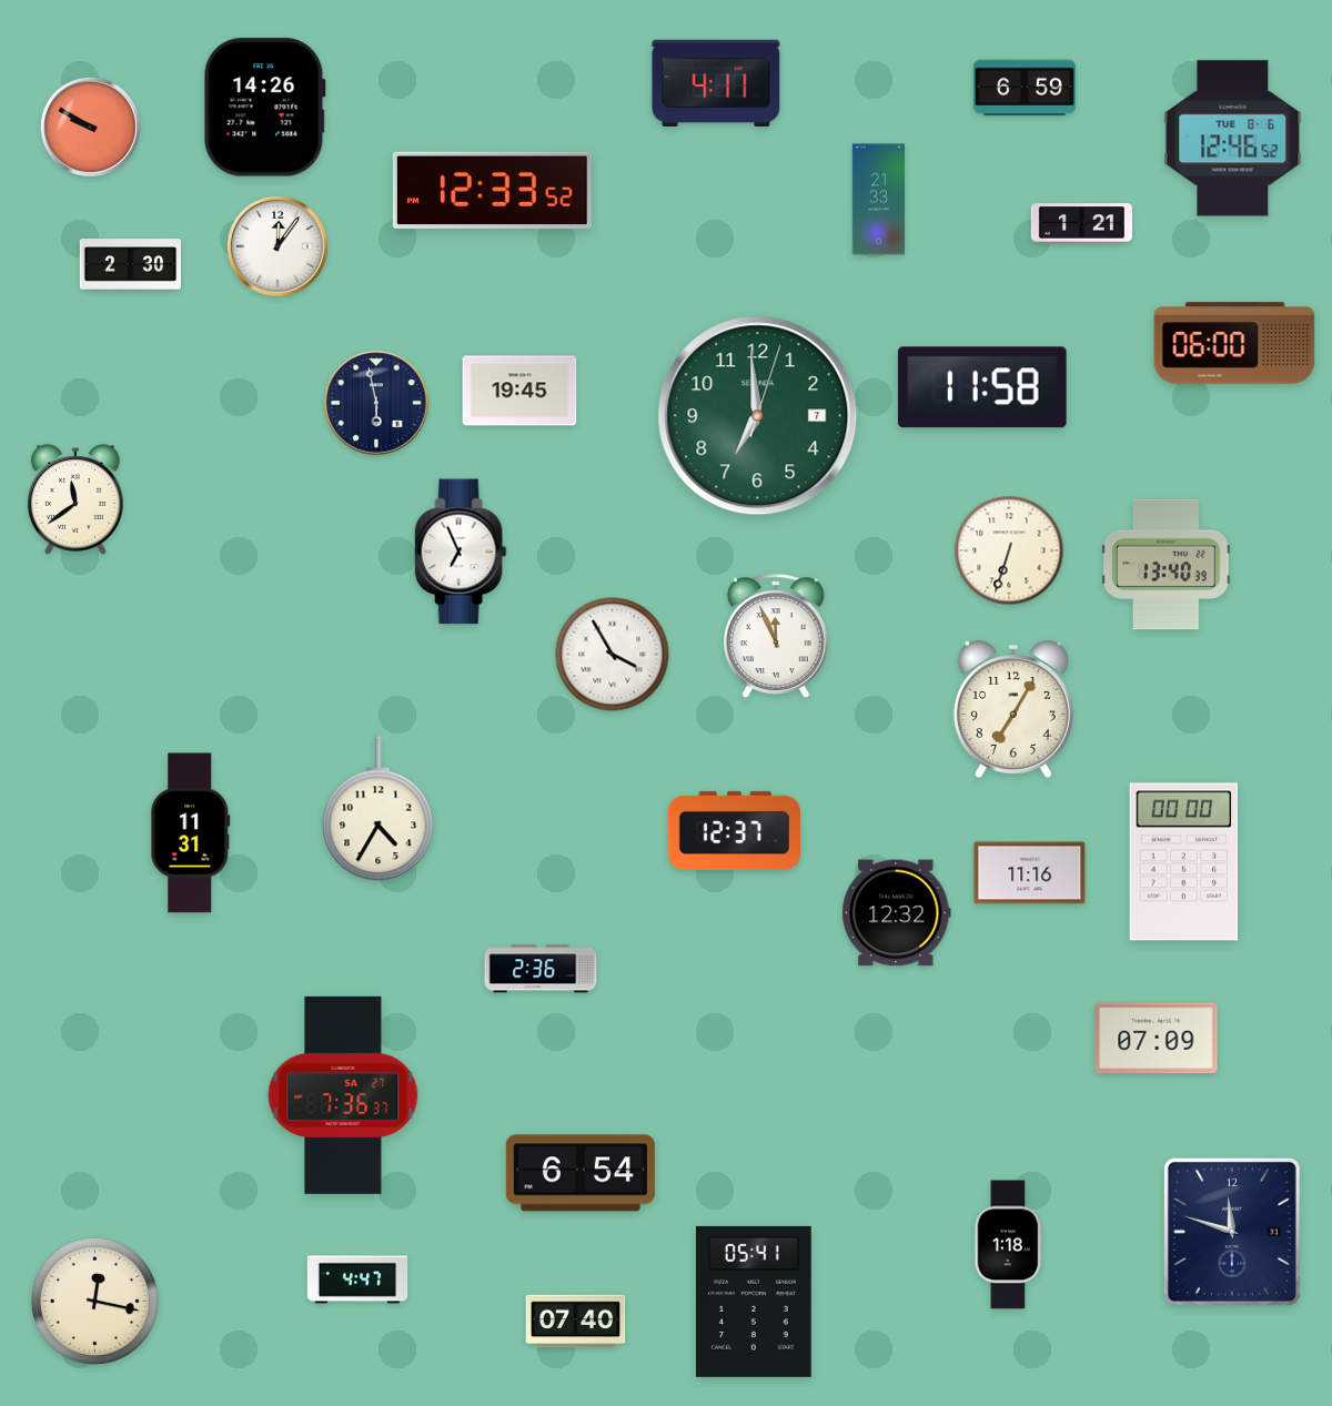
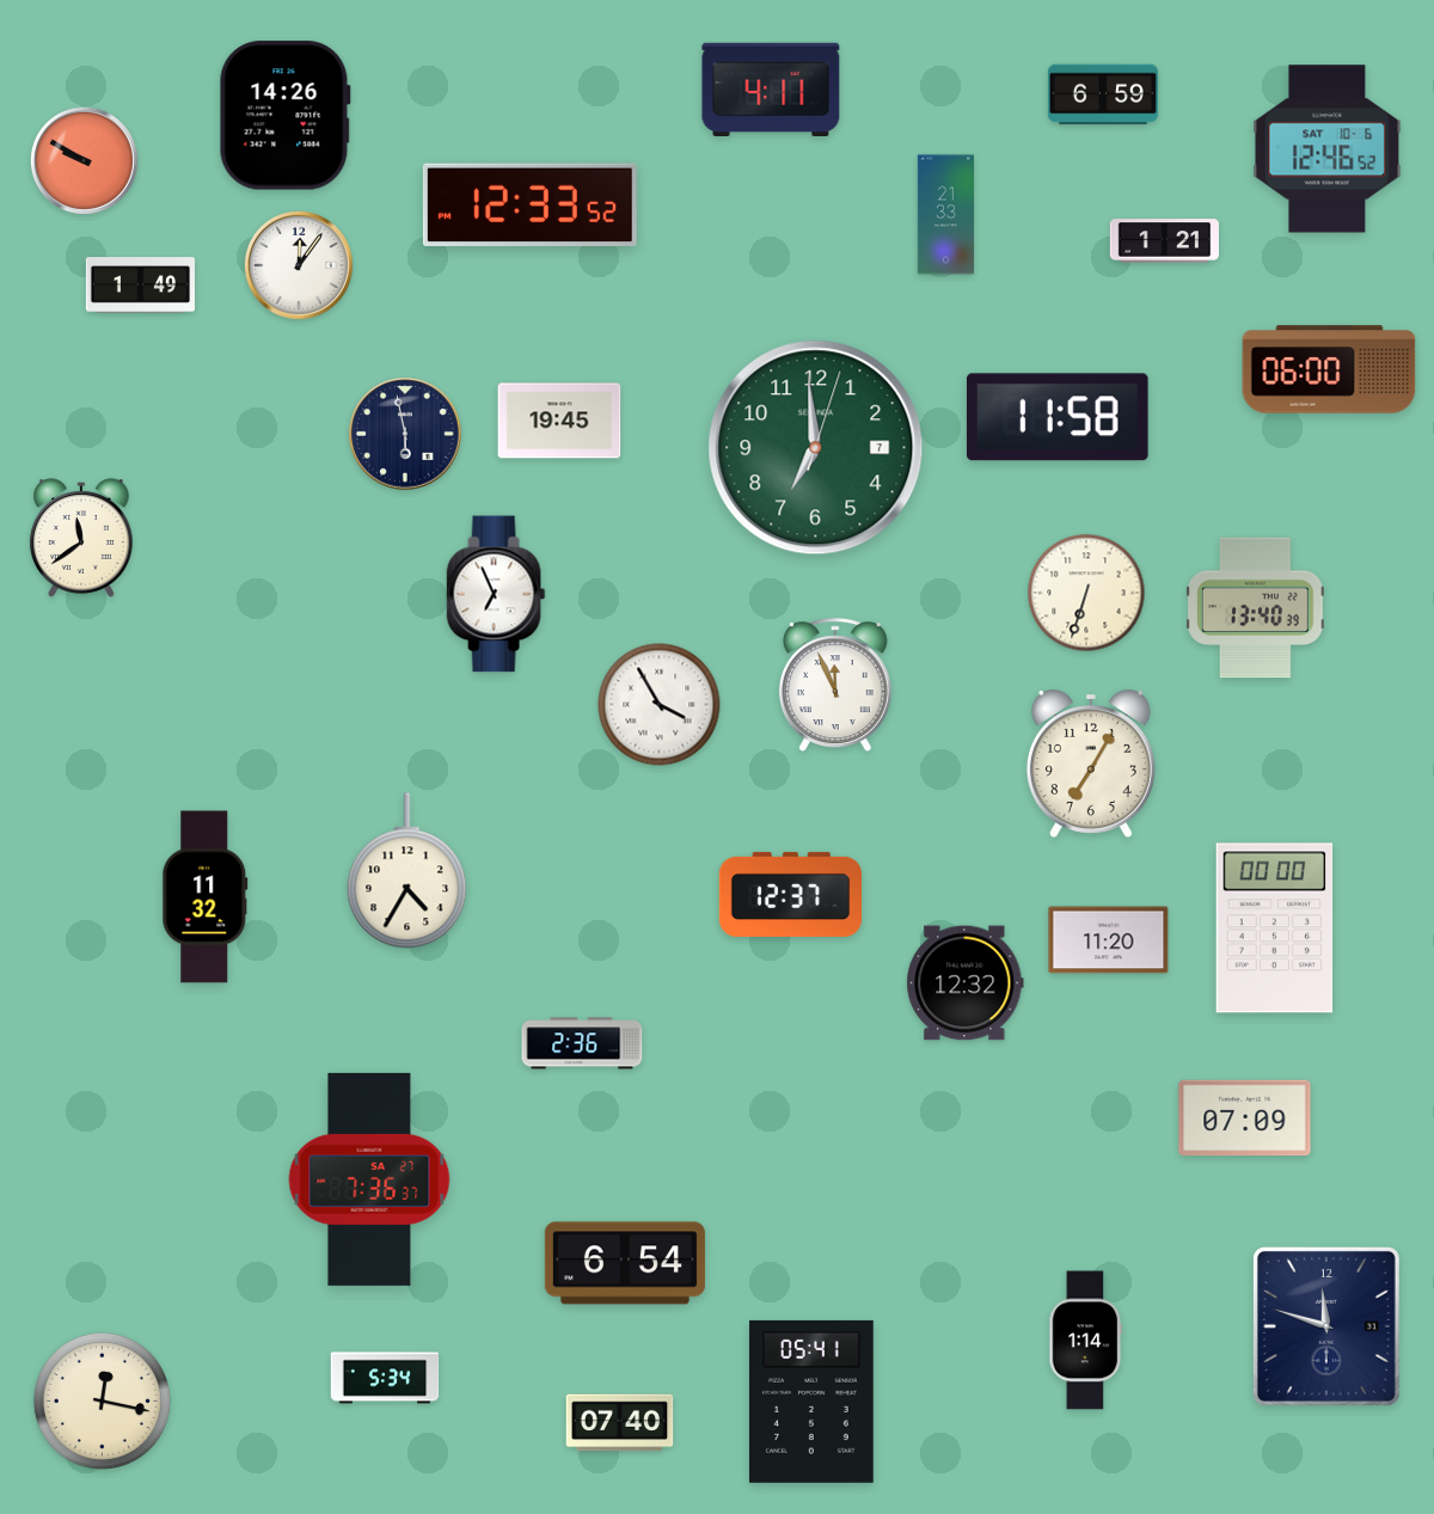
clock at (90, 127) position: (90, 127) -> (84, 160)
clock at (1233, 139) date: TUE 8-6 -> SAT 10-6
clock at (130, 265): 2:30 -> 1:49
clock at (191, 833): 11:31 -> 11:32
clock at (1030, 873): 11:16 -> 11:20
clock at (1009, 1245): 1:18 -> 1:14
clock at (357, 1279): 4:47 -> 5:34
